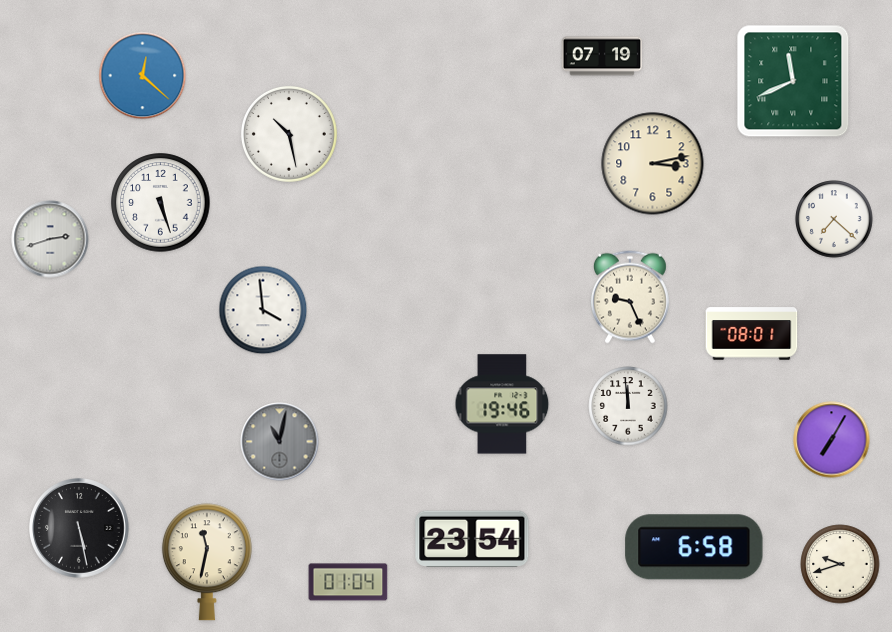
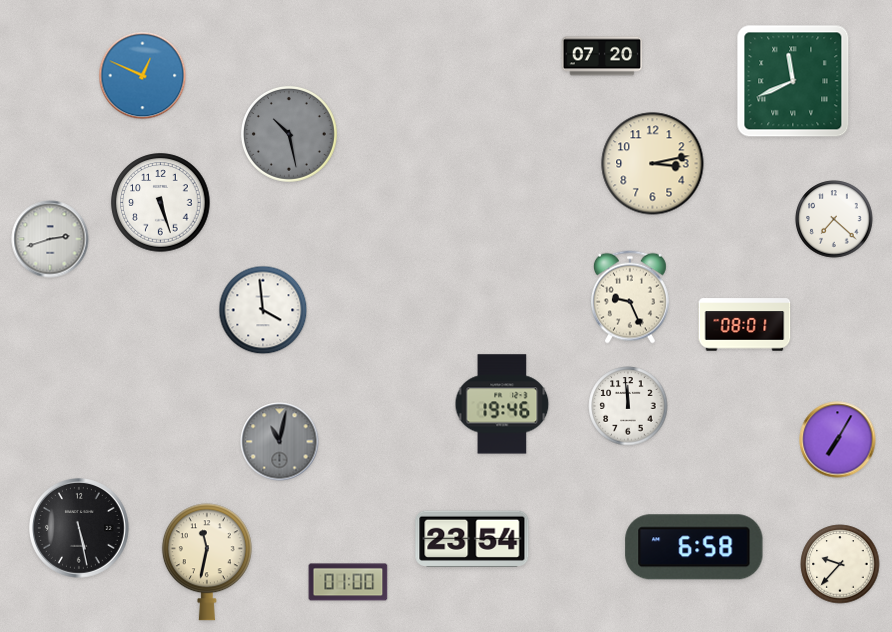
clock at (602, 56): 07:19 -> 07:20
clock at (143, 76): 12:22 -> 12:49
clock at (289, 134) dial: white -> grey
clock at (752, 334) position: (752, 334) -> (745, 325)
clock at (832, 440) position: (832, 440) -> (838, 440)
clock at (840, 564): 9:42 -> 9:37
clock at (348, 582): 01:04 -> 01:00
